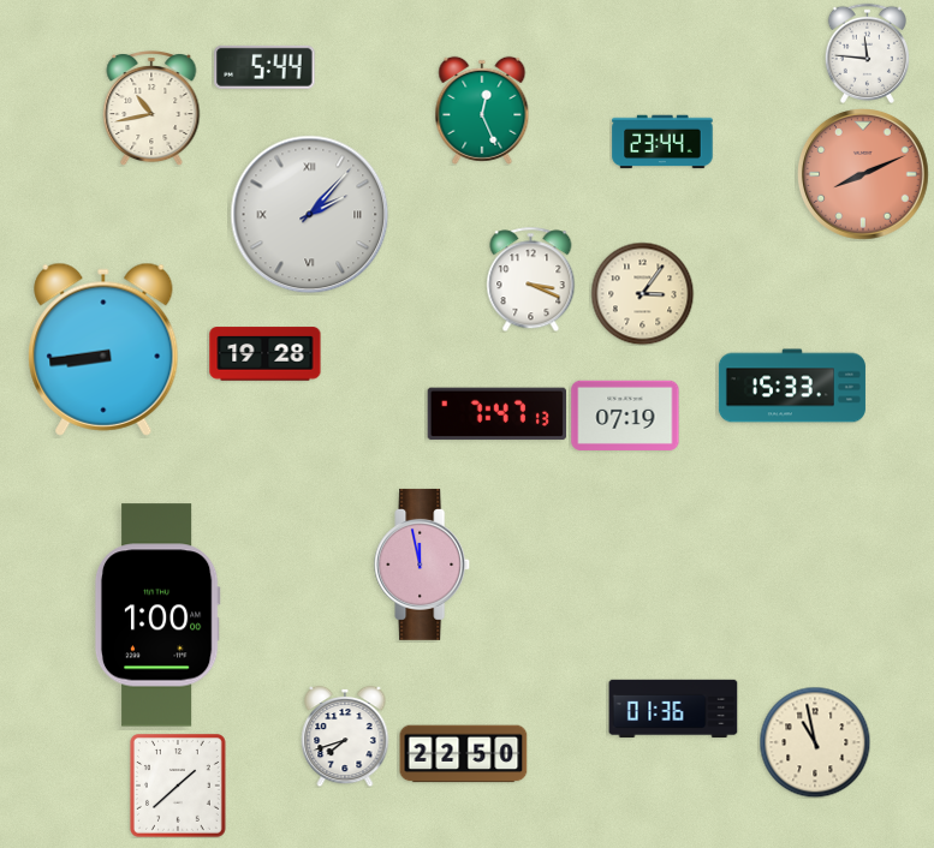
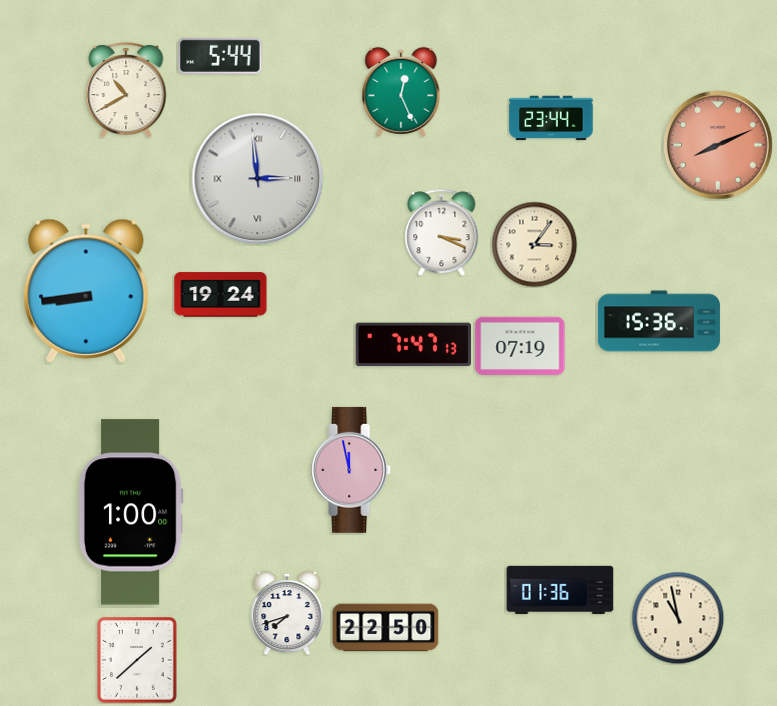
clock at (867, 53): 11:46 -> none
clock at (151, 108): 10:43 -> 10:40
clock at (310, 215): 2:07 -> 2:59
clock at (266, 354): 19:28 -> 19:24
clock at (792, 386): 15:33 -> 15:36
clock at (179, 787) position: (179, 787) -> (138, 661)
